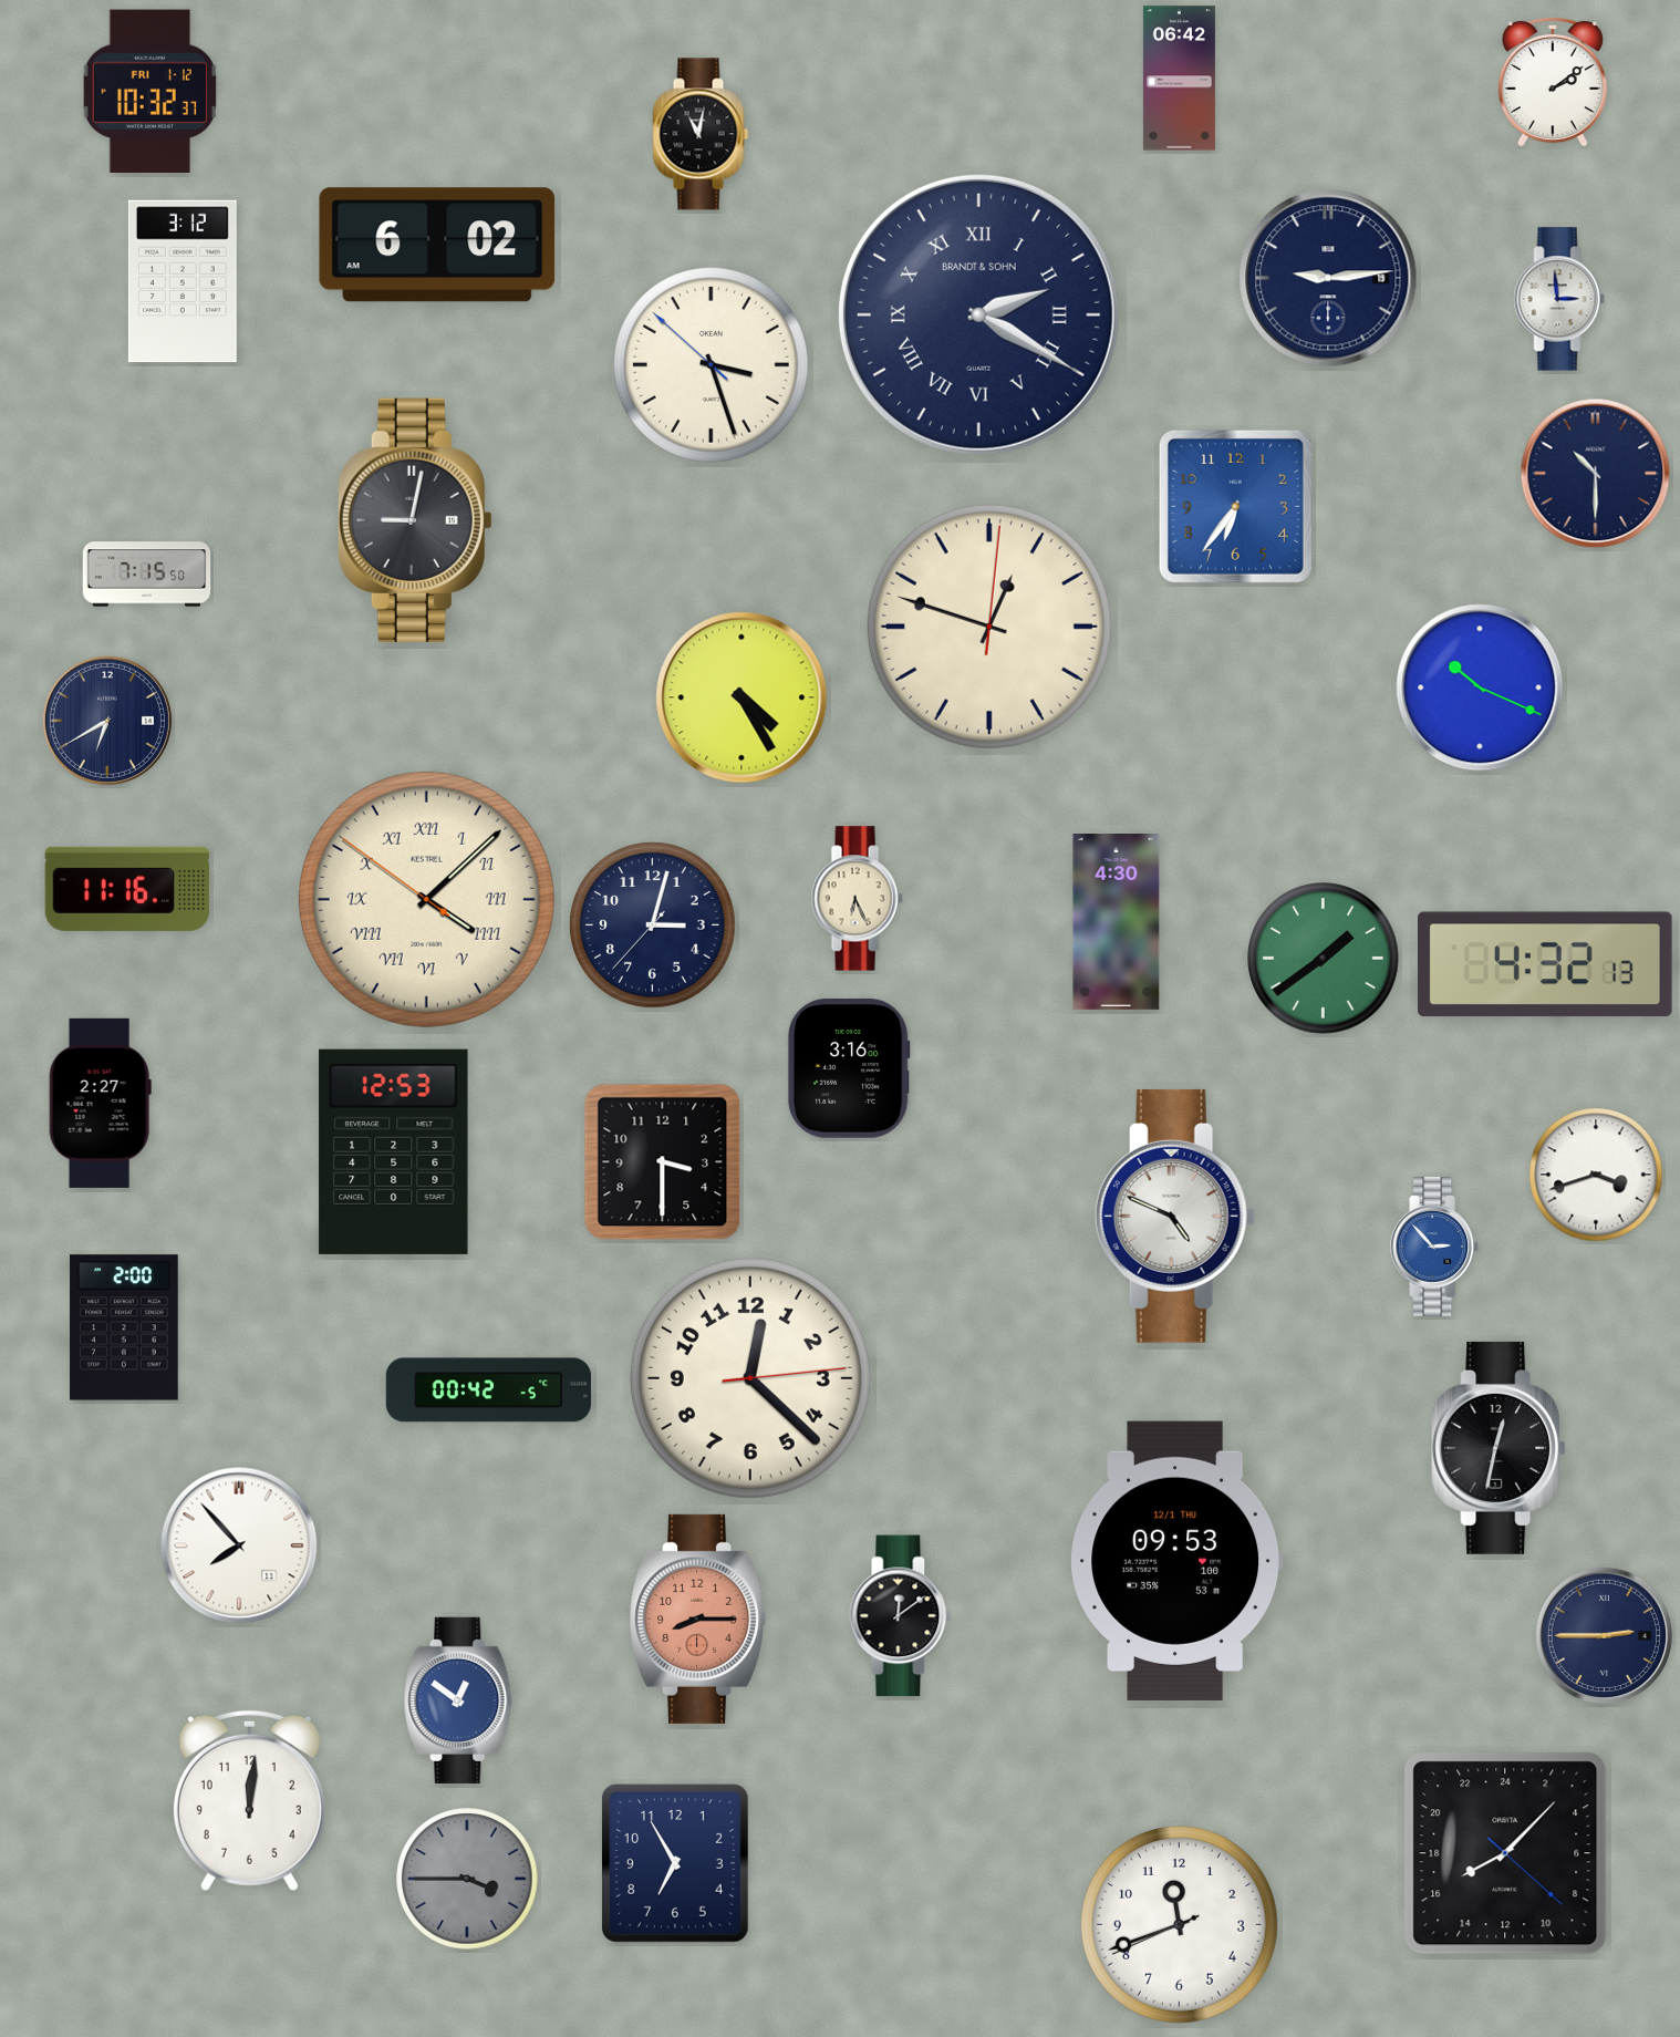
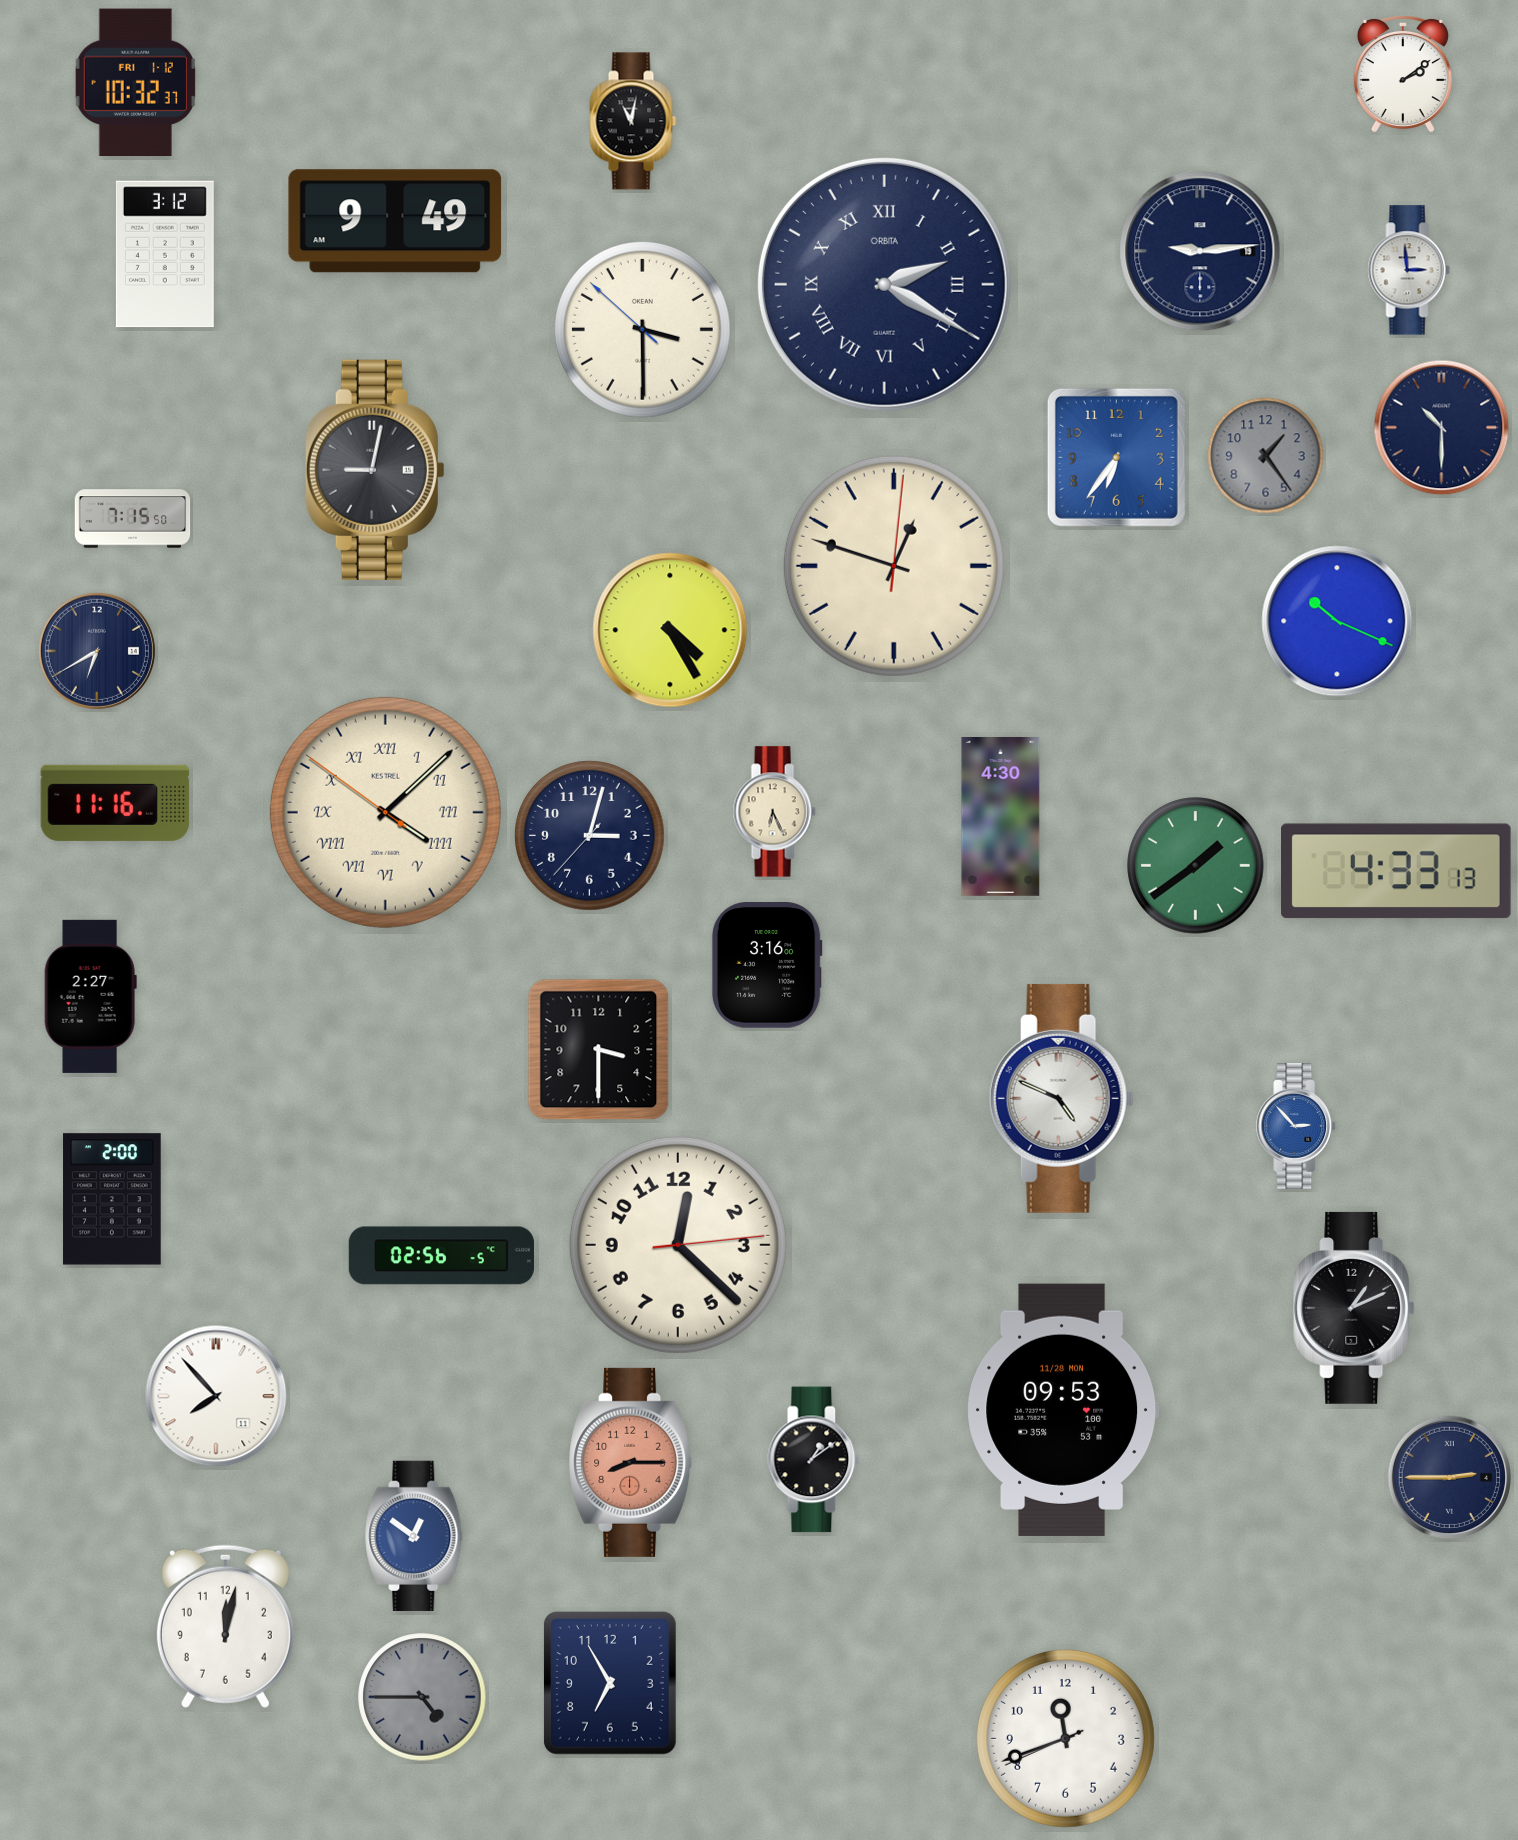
clock at (1179, 79): 06:42 -> none
clock at (437, 245): 6:02 -> 9:49
clock at (978, 314) brand: BRANDT & SOHN -> ORBITA
clock at (711, 364): 3:26 -> 3:29
clock at (1266, 456): none -> 1:24
clock at (1117, 922) position: (1117, 922) -> (1001, 817)
clock at (1546, 964): 4:32 -> 4:33
clock at (394, 1151): 12:53 -> none
clock at (1596, 1175): 3:42 -> none
clock at (488, 1390): 00:42 -> 02:56
clock at (1498, 1448): 12:32 -> 1:11
clock at (1176, 1561) date: 12/1 THU -> 11/28 MON
clock at (901, 1616): 12:09 -> 1:09
clock at (249, 1800): 12:01 -> 12:02
clock at (1505, 1853): 16:07 -> none
clock at (467, 1879): 3:45 -> 4:45
